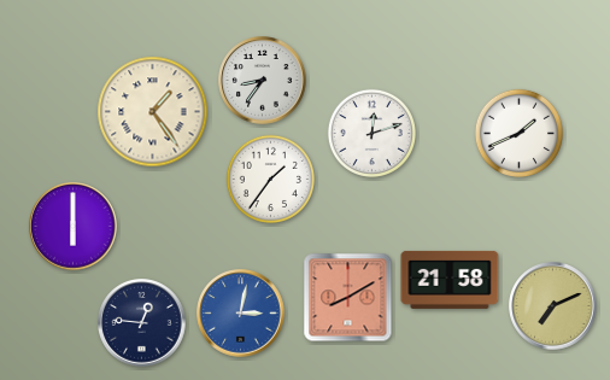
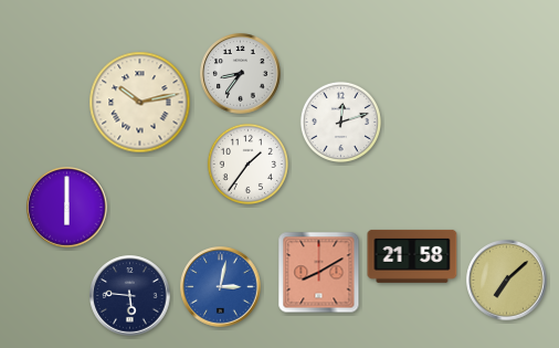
clock at (153, 112): 1:24 -> 10:13
clock at (518, 133): 1:41 -> none
clock at (553, 306): 7:11 -> 7:08
clock at (142, 323): 12:46 -> 5:46
